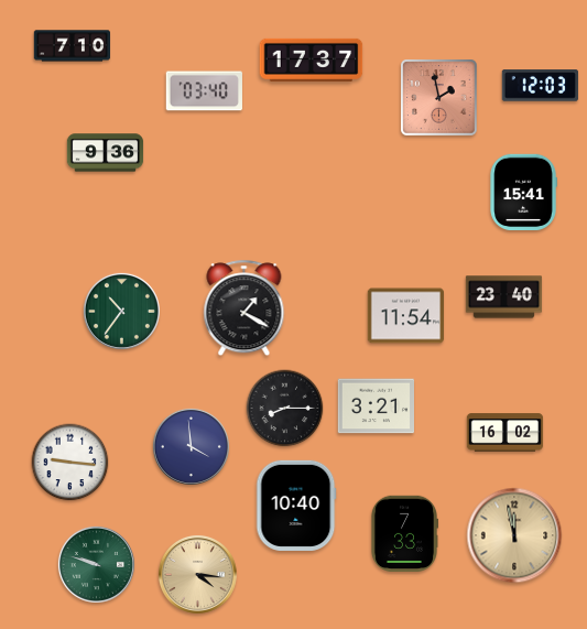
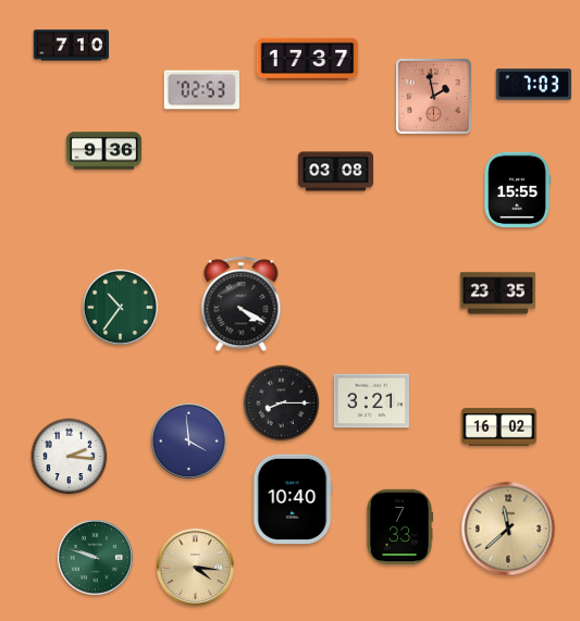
clock at (540, 86): 12:03 -> 7:03
clock at (204, 91): 03:40 -> 02:53
clock at (336, 172): none -> 03:08
clock at (523, 192): 15:41 -> 15:55
clock at (504, 297): 23:40 -> 23:35
clock at (244, 308): 1:20 -> 4:20
clock at (405, 316): 11:54 -> none
clock at (70, 463): 9:16 -> 2:16
clock at (514, 535): 11:58 -> 11:38
